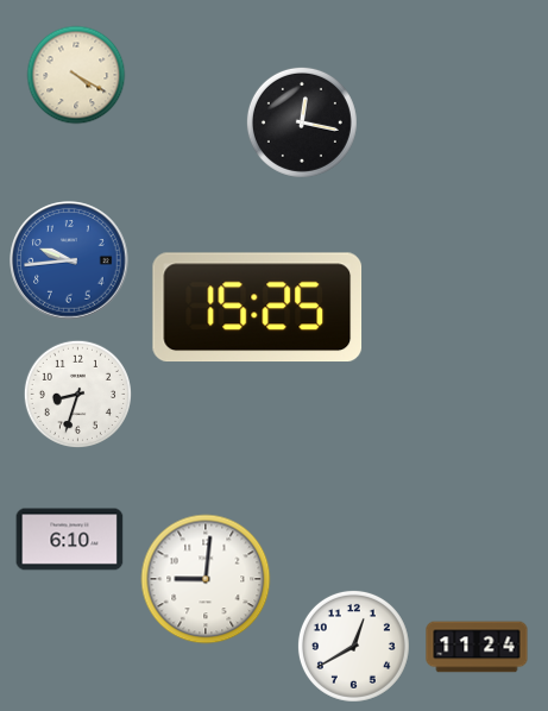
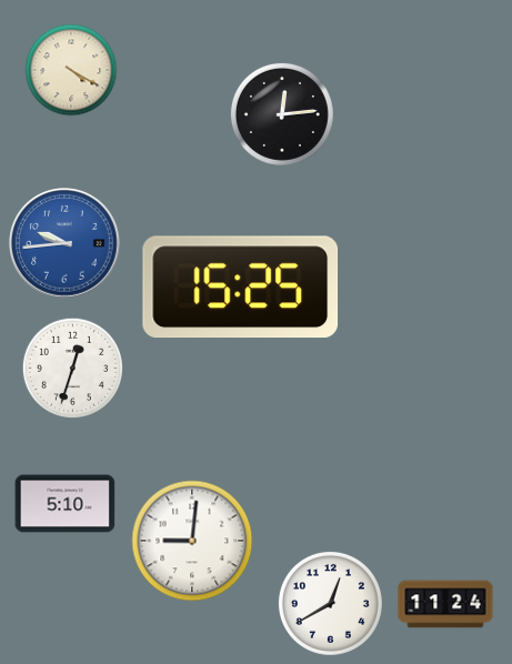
clock at (302, 122): 12:17 -> 12:14
clock at (77, 394): 8:33 -> 12:33
clock at (70, 540): 6:10 -> 5:10
